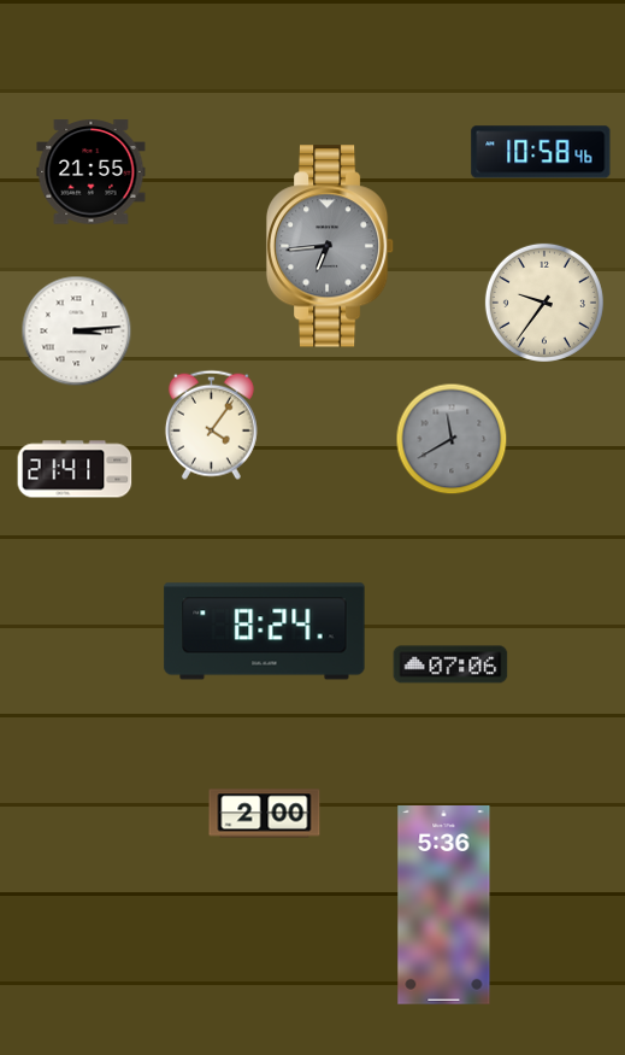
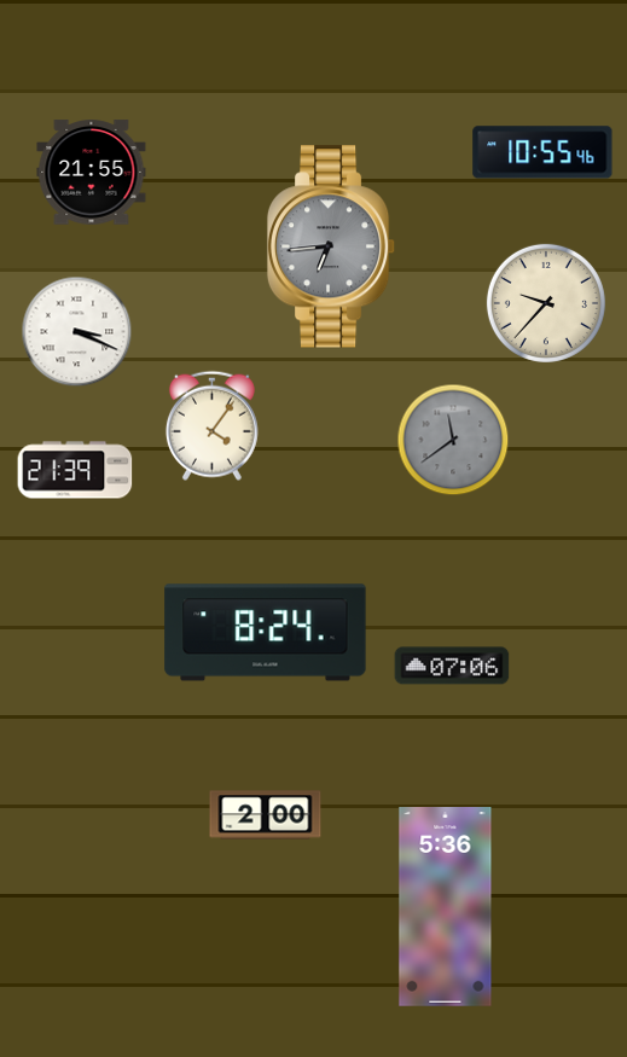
clock at (541, 152): 10:58 -> 10:55
clock at (544, 303): 9:36 -> 9:37
clock at (77, 332): 3:14 -> 3:19
clock at (452, 439): 11:40 -> 11:39
clock at (75, 469): 21:41 -> 21:39
